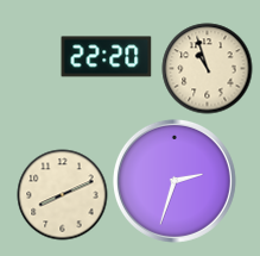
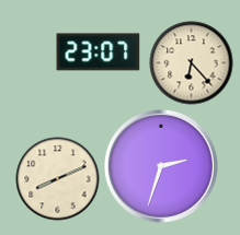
clock at (107, 57): 22:20 -> 23:07
clock at (208, 69): 10:57 -> 6:23
